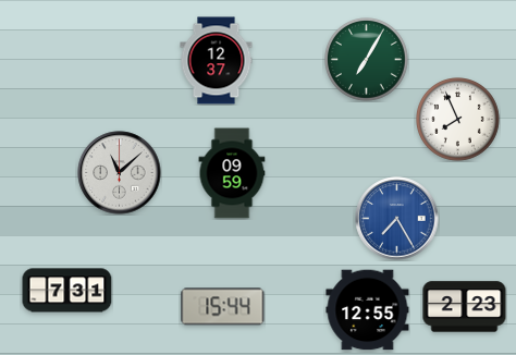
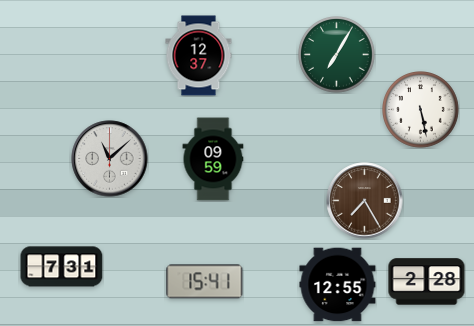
clock at (458, 120): 7:56 -> 5:28
clock at (397, 219) dial: blue -> brown
clock at (223, 307): 15:44 -> 15:41
clock at (465, 307): 2:23 -> 2:28
